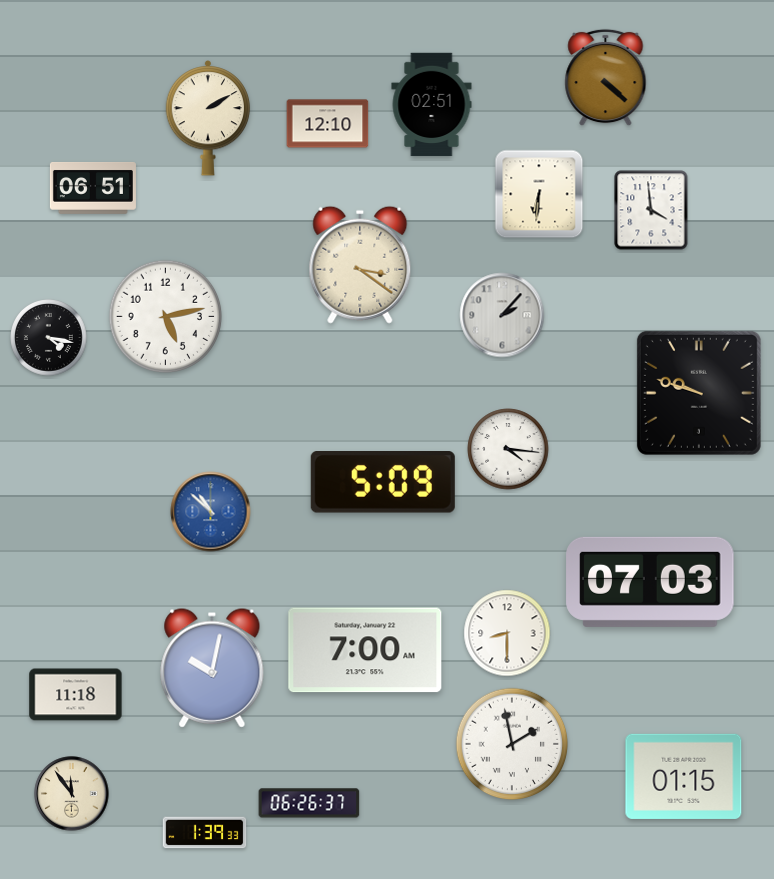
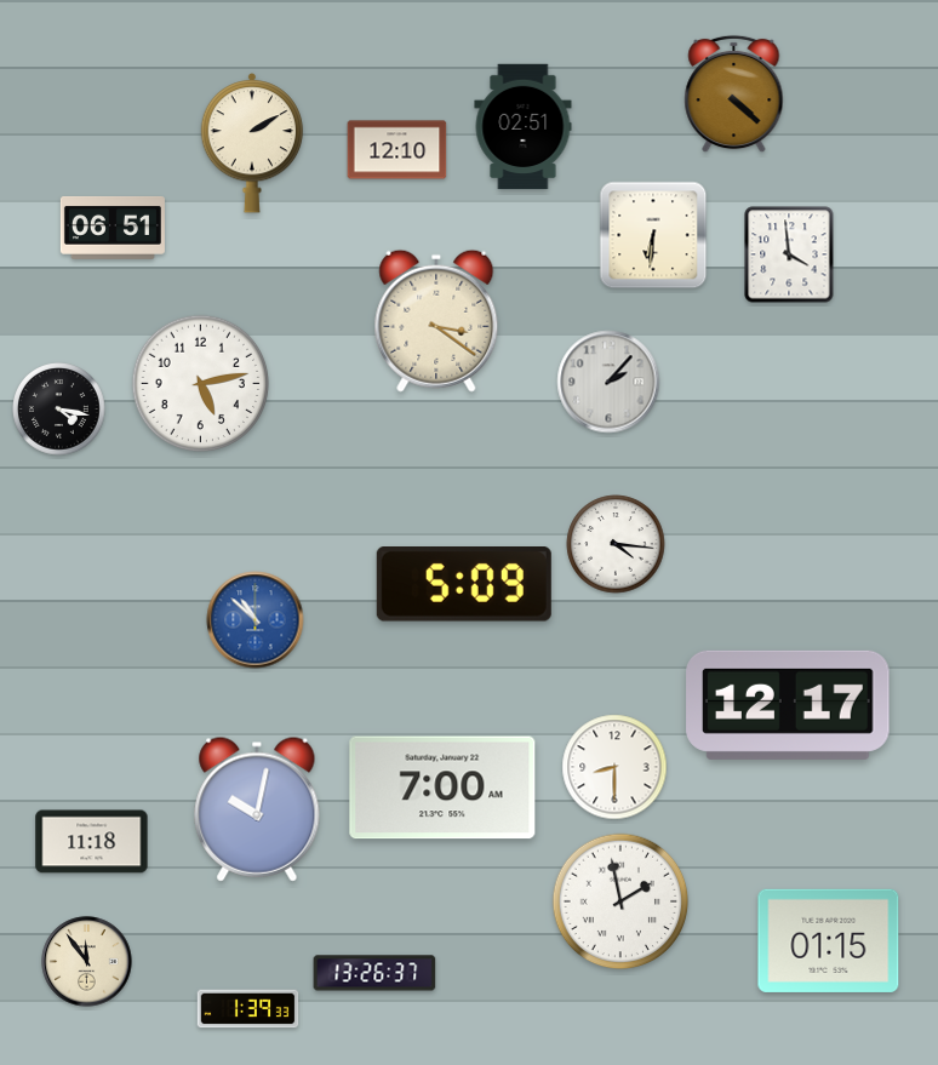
clock at (699, 393): 9:48 -> none
clock at (650, 582): 07:03 -> 12:17
clock at (309, 803): 06:26 -> 13:26
